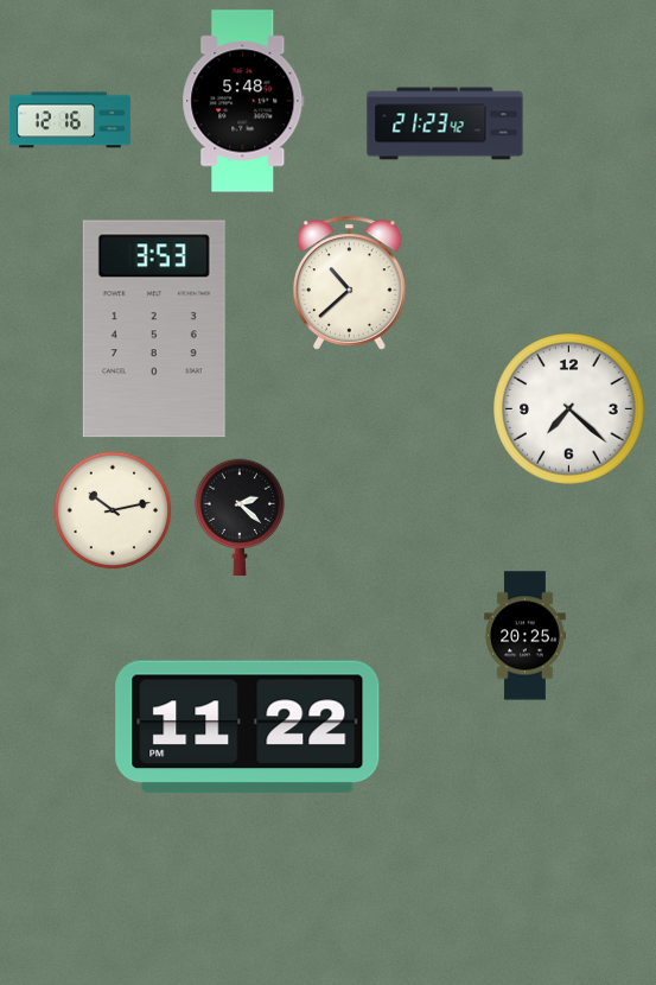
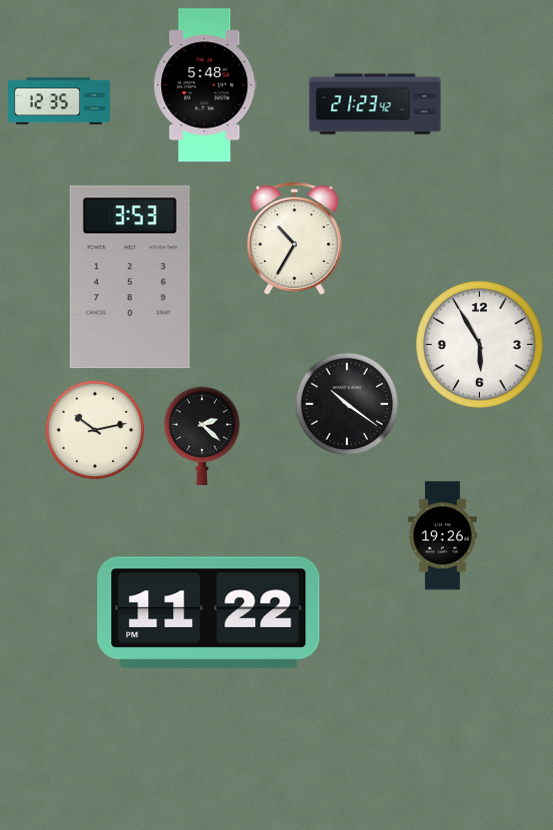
clock at (70, 120): 12:16 -> 12:35
clock at (349, 284): 10:38 -> 10:35
clock at (569, 409): 7:22 -> 5:55
clock at (346, 403): none -> 10:21
clock at (526, 636): 20:25 -> 19:26
